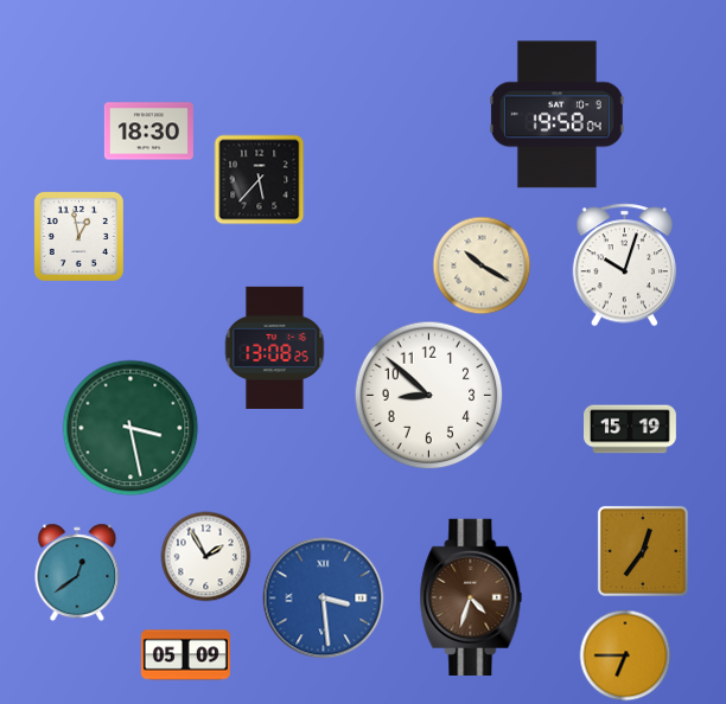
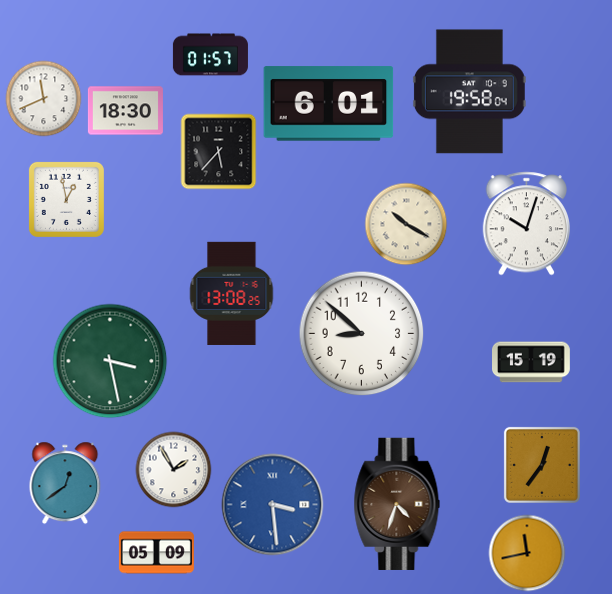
clock at (210, 55): none -> 01:57
clock at (556, 115) position: (556, 115) -> (469, 92)
clock at (44, 99): none -> 11:41
clock at (329, 104): none -> 6:01
clock at (625, 655): 6:45 -> 11:43
